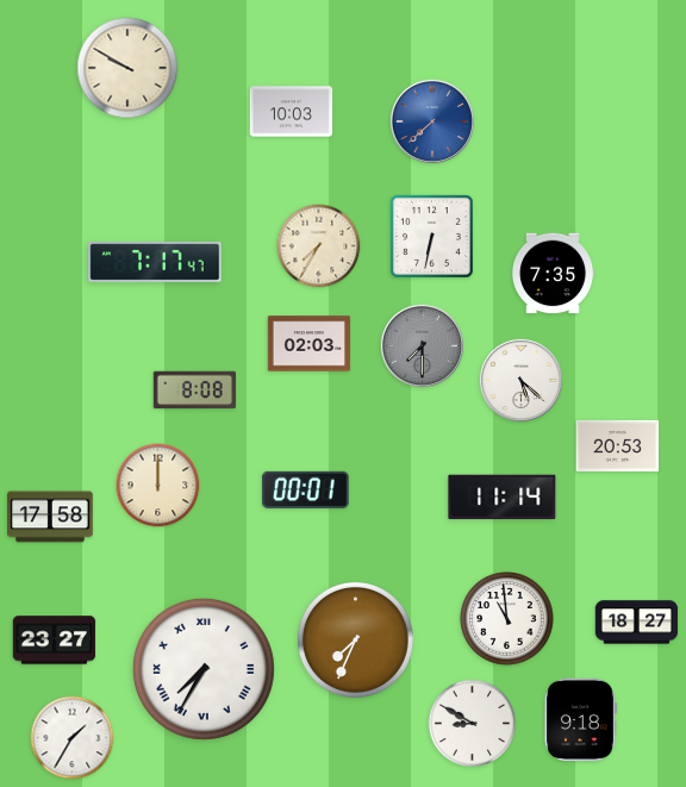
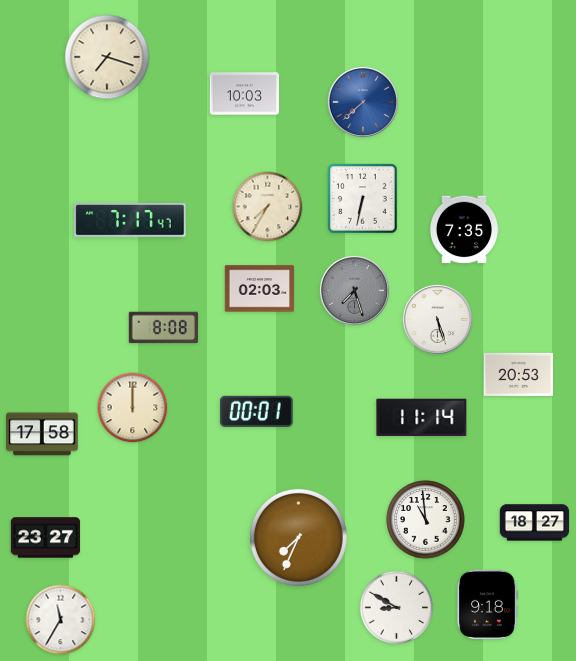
clock at (127, 68): 9:50 -> 7:18
clock at (422, 345): 7:30 -> 7:27
clock at (520, 380): 5:22 -> 5:27
clock at (204, 669): 7:35 -> none
clock at (73, 738): 1:35 -> 11:35
